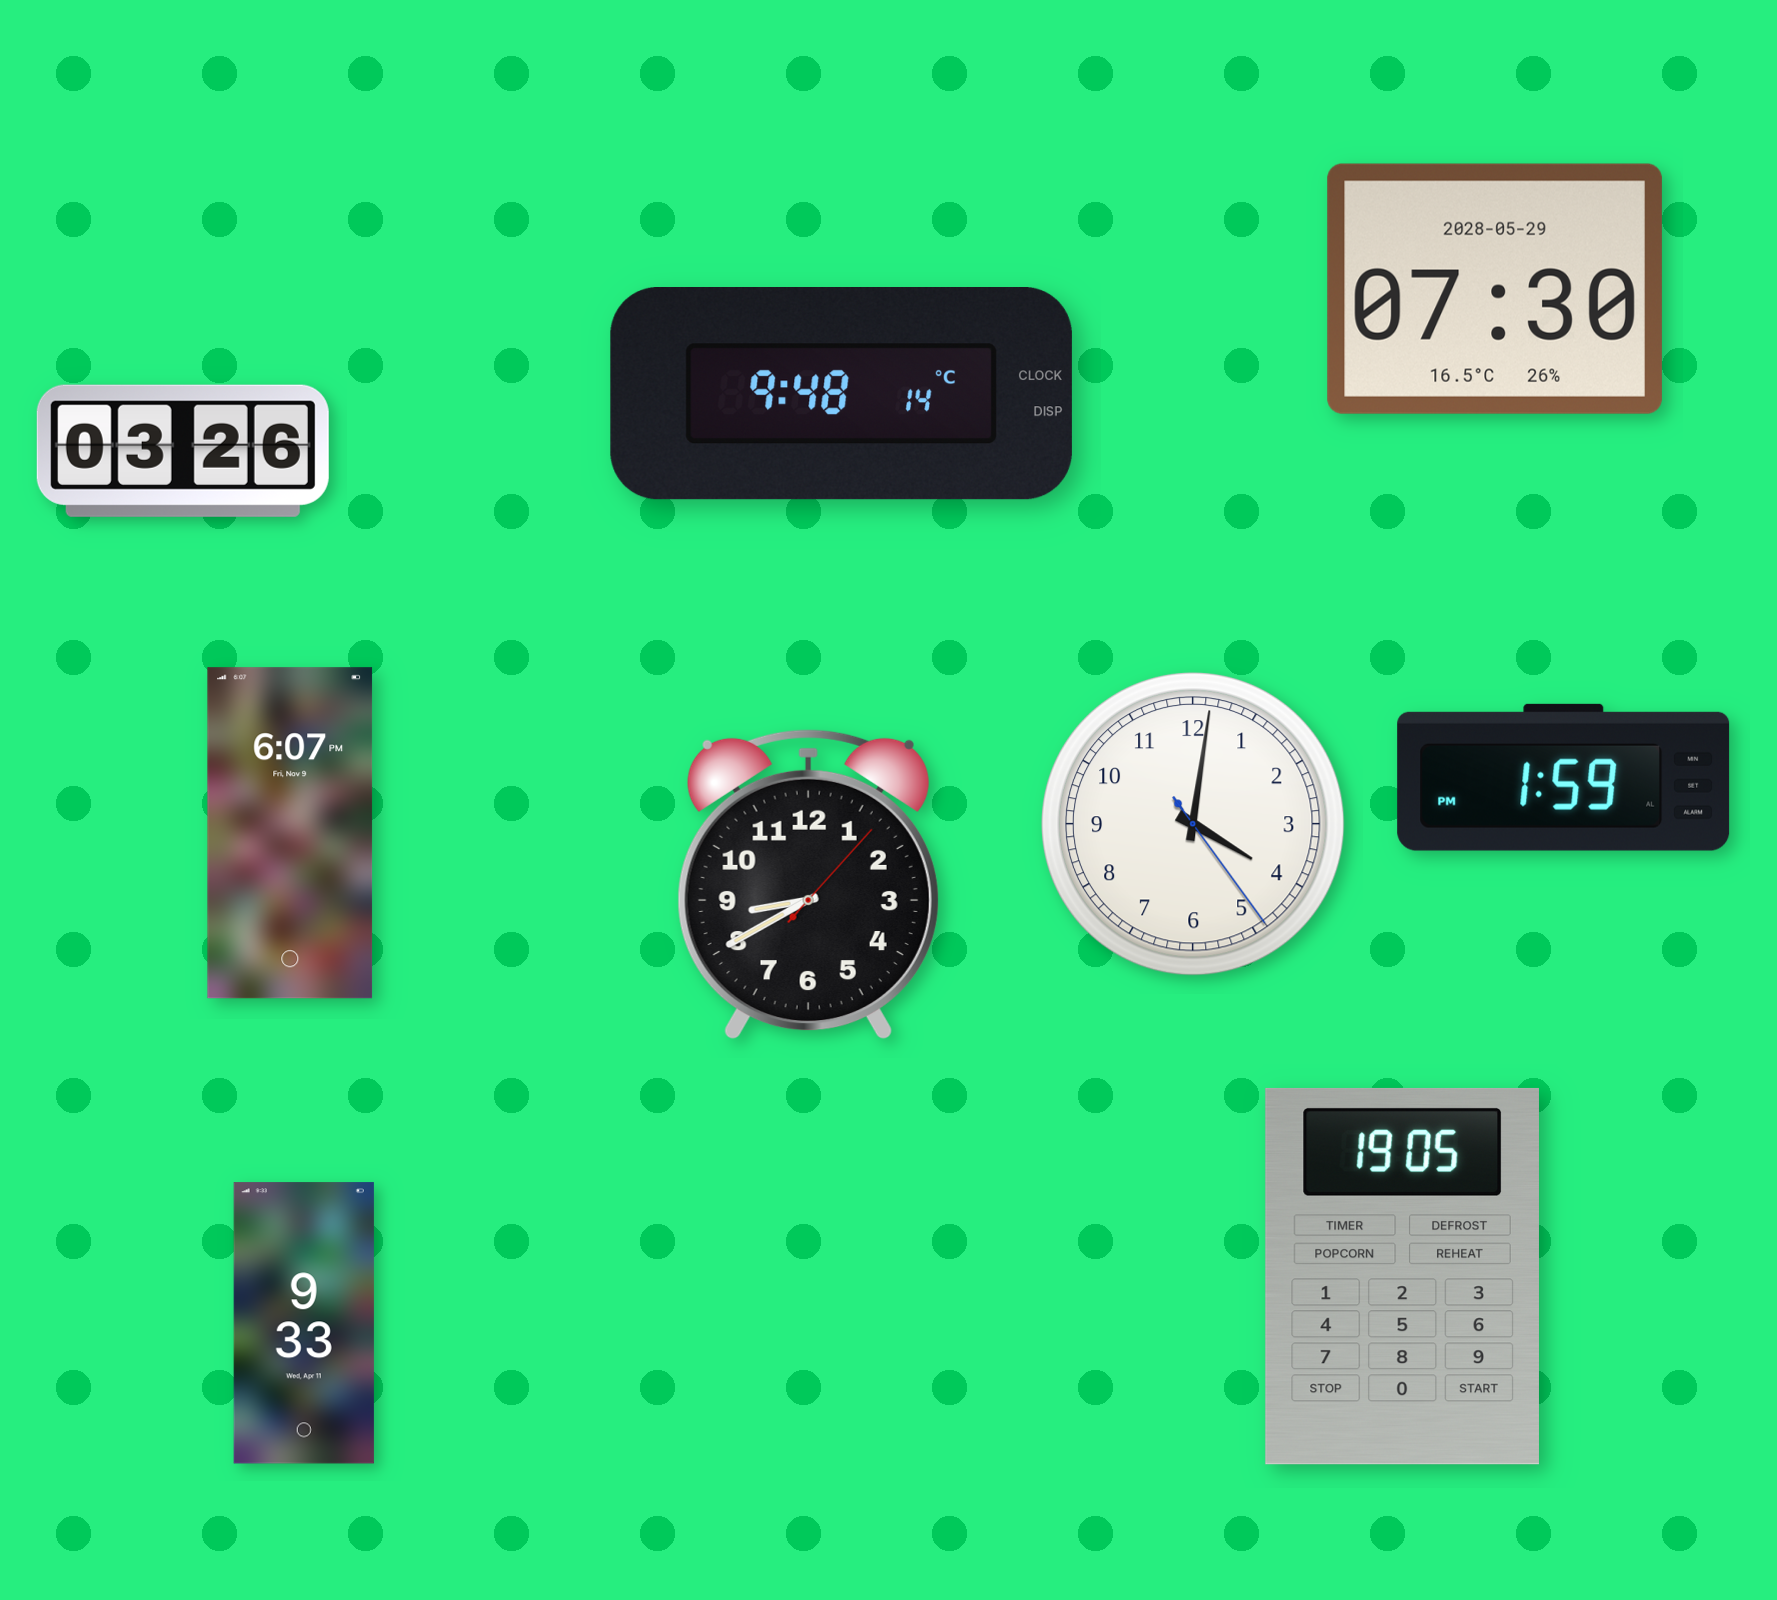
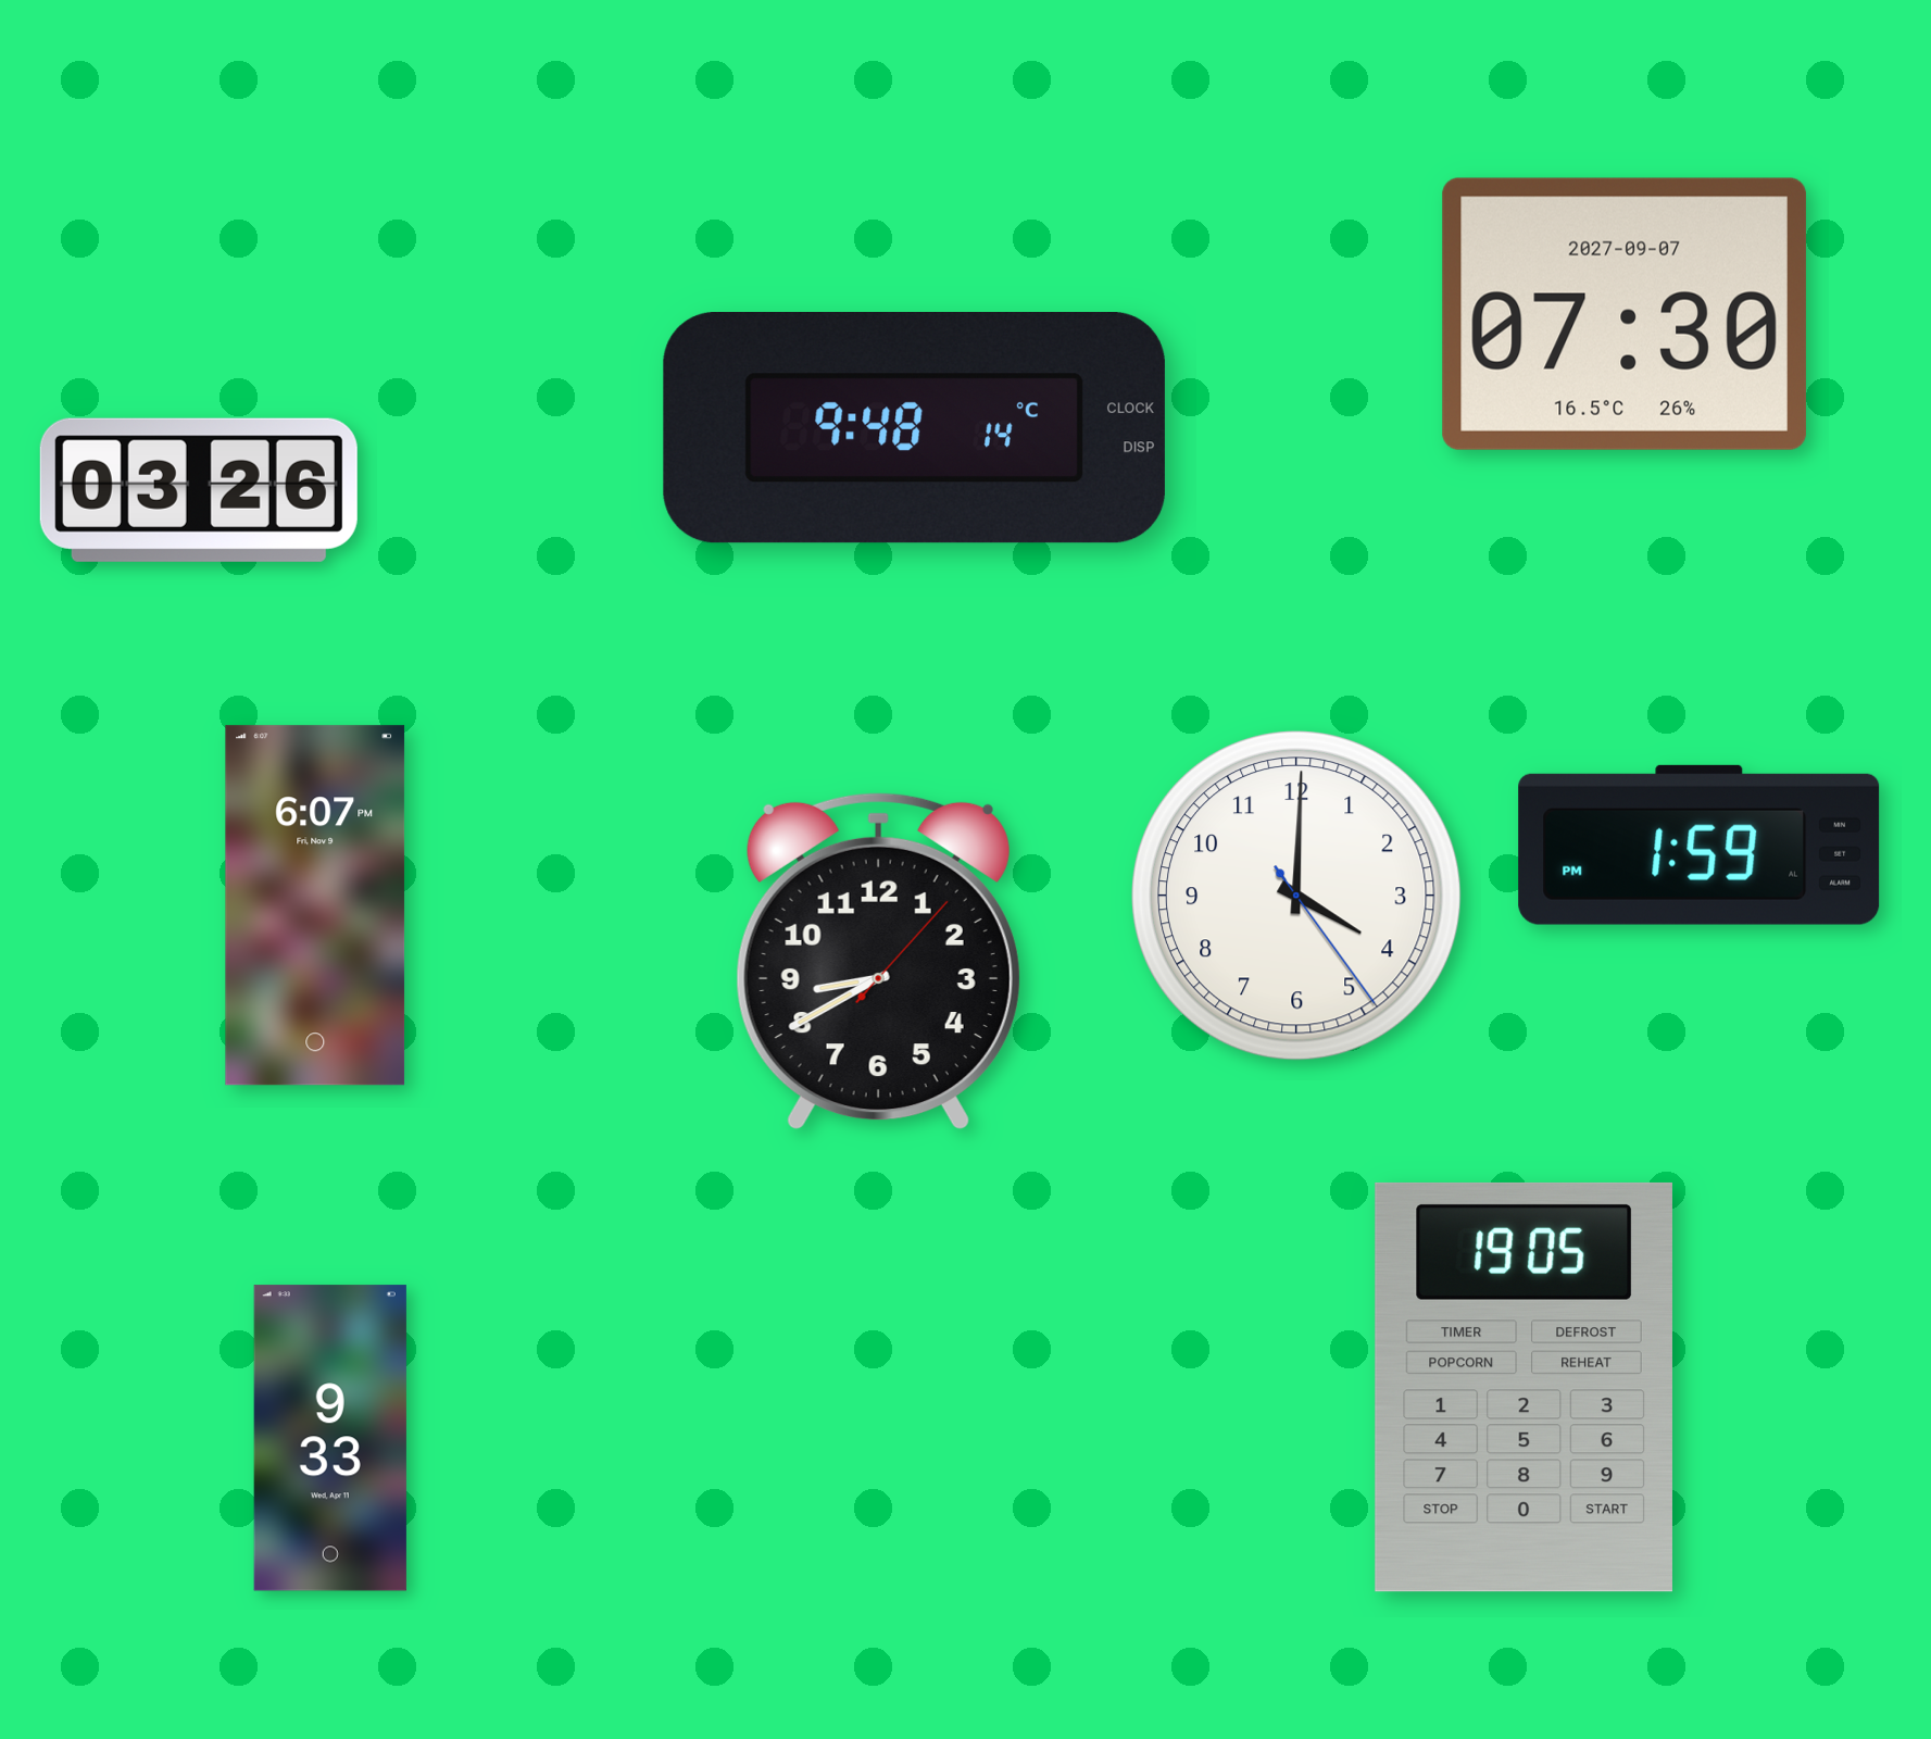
clock at (1495, 289) date: 2028-05-29 -> 2027-09-07
clock at (1193, 824): 4:01 -> 4:00
